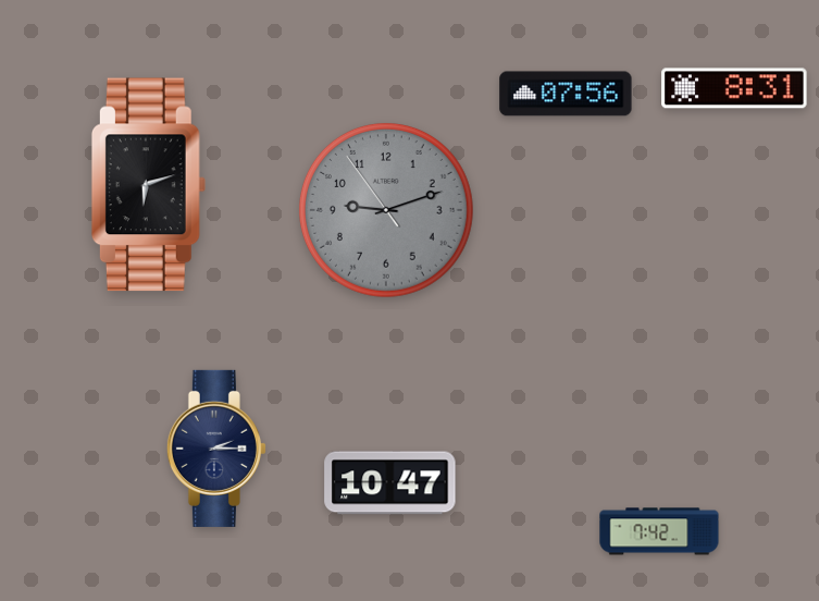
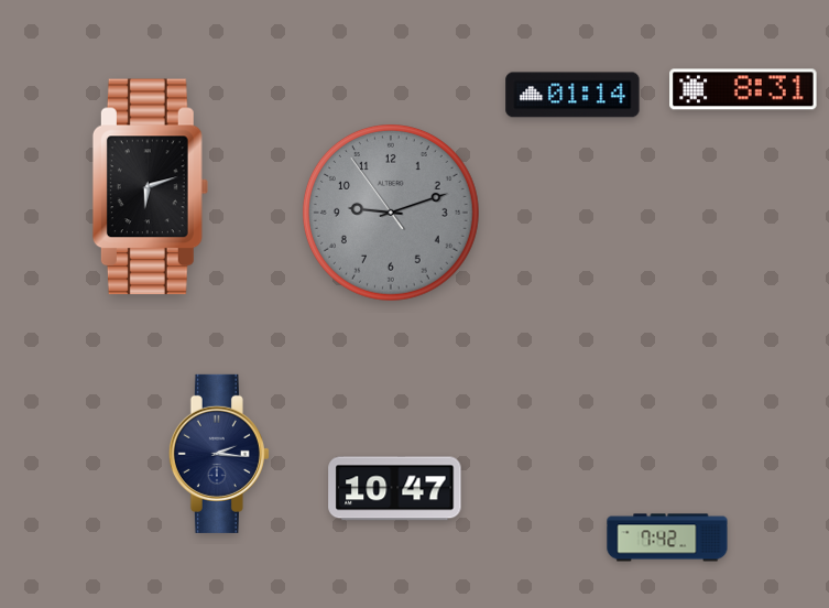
clock at (566, 94): 07:56 -> 01:14
clock at (216, 449): 2:15 -> 2:16
